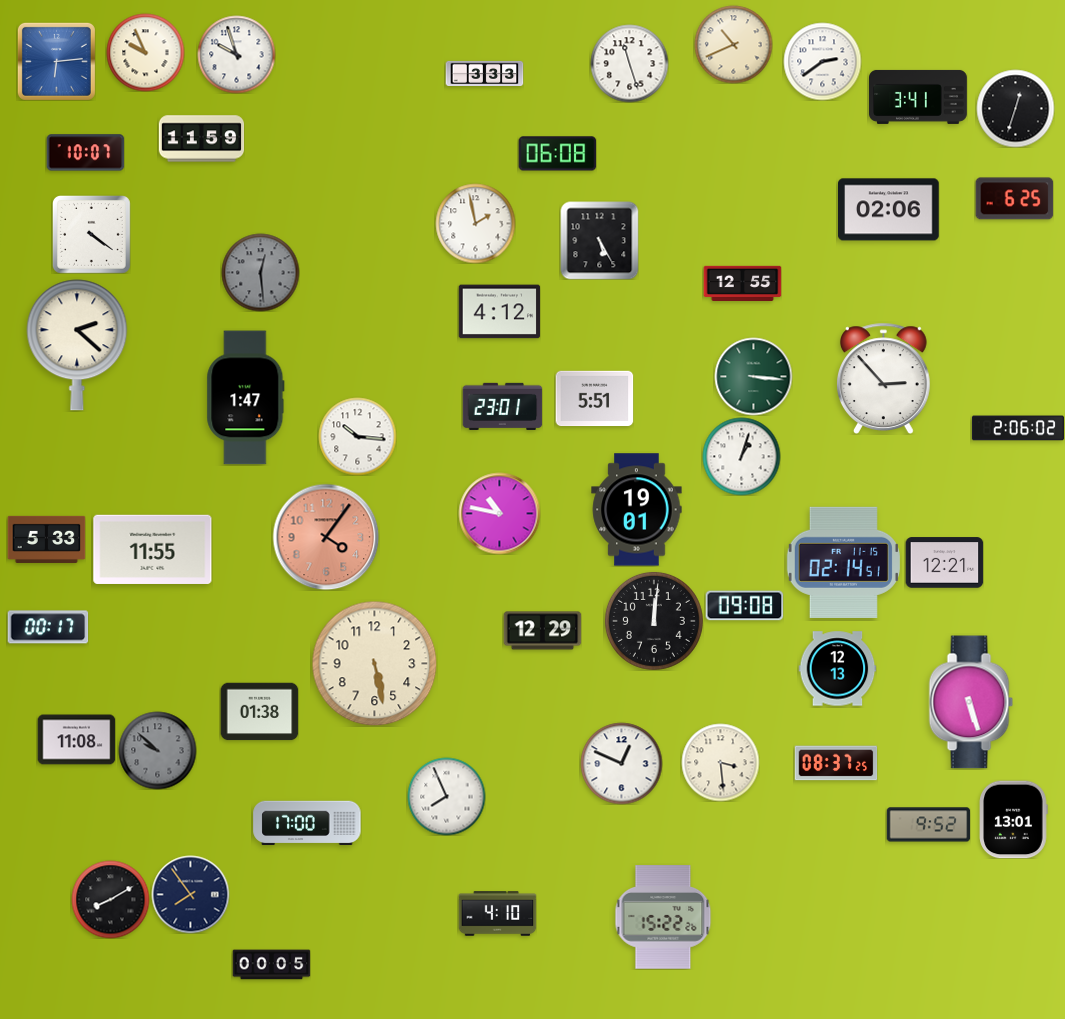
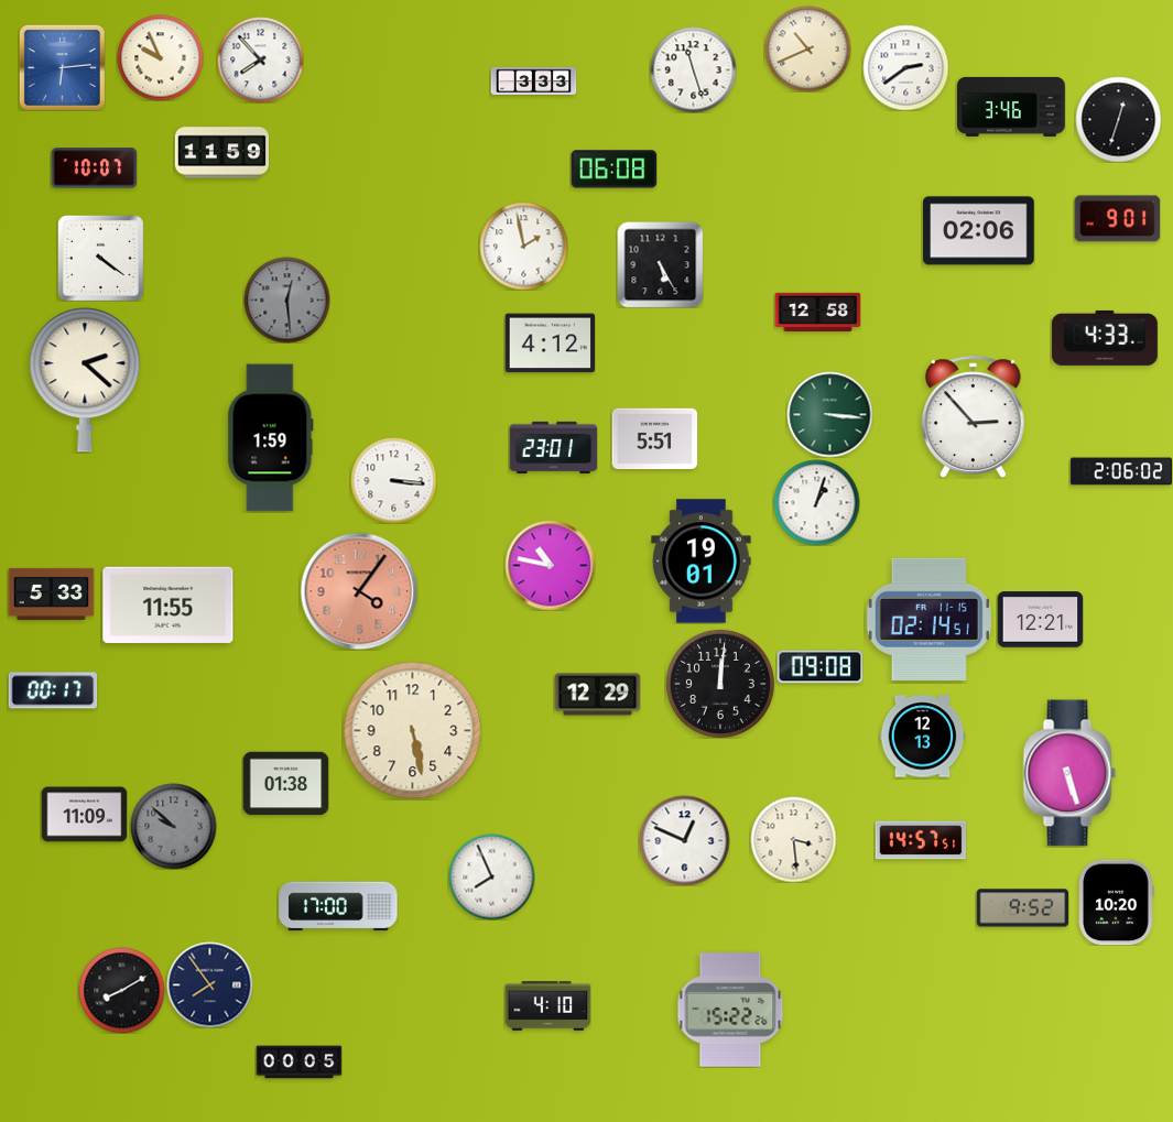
clock at (236, 54): 9:57 -> 7:53
clock at (919, 97): 3:41 -> 3:46
clock at (1014, 199): 6:25 -> 9:01
clock at (742, 283): 12:55 -> 12:58
clock at (1105, 338): none -> 4:33
clock at (246, 398): 1:47 -> 1:59
clock at (357, 436): 10:16 -> 3:16
clock at (76, 740): 11:08 -> 11:09
clock at (836, 763): 08:37 -> 14:57
clock at (1014, 819): 13:01 -> 10:20
